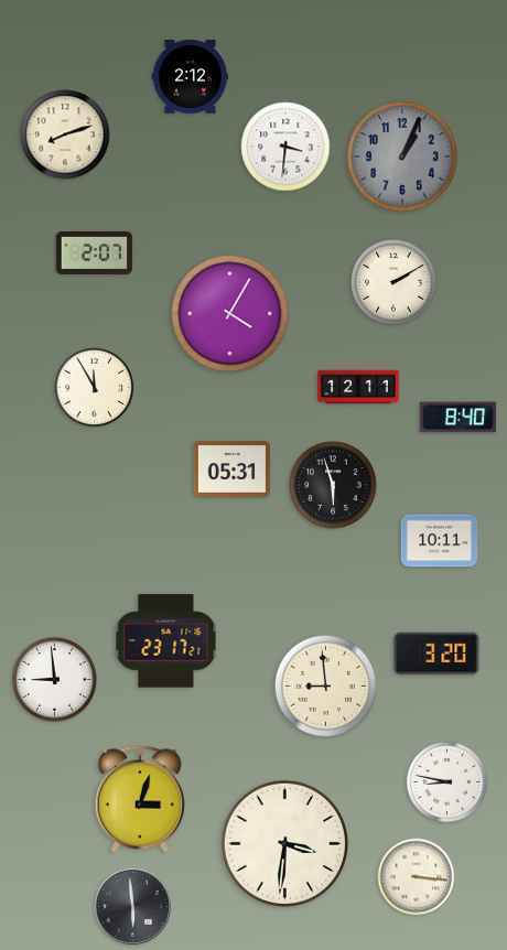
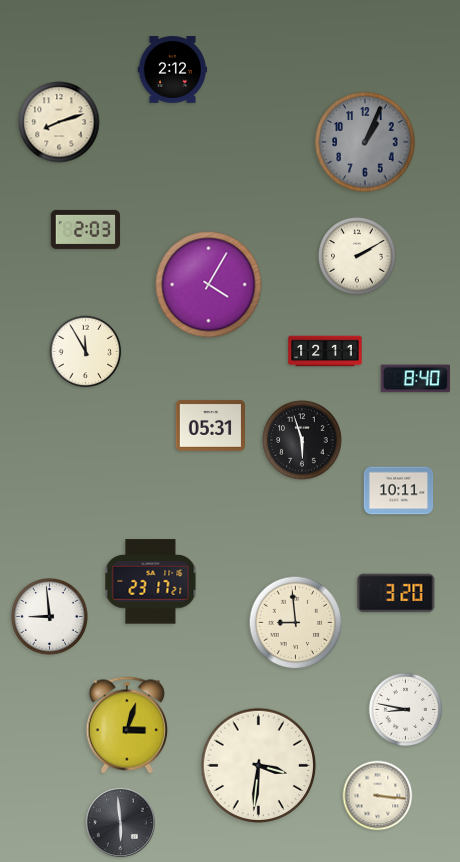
clock at (285, 147): 3:31 -> none
clock at (95, 252): 2:07 -> 2:03
